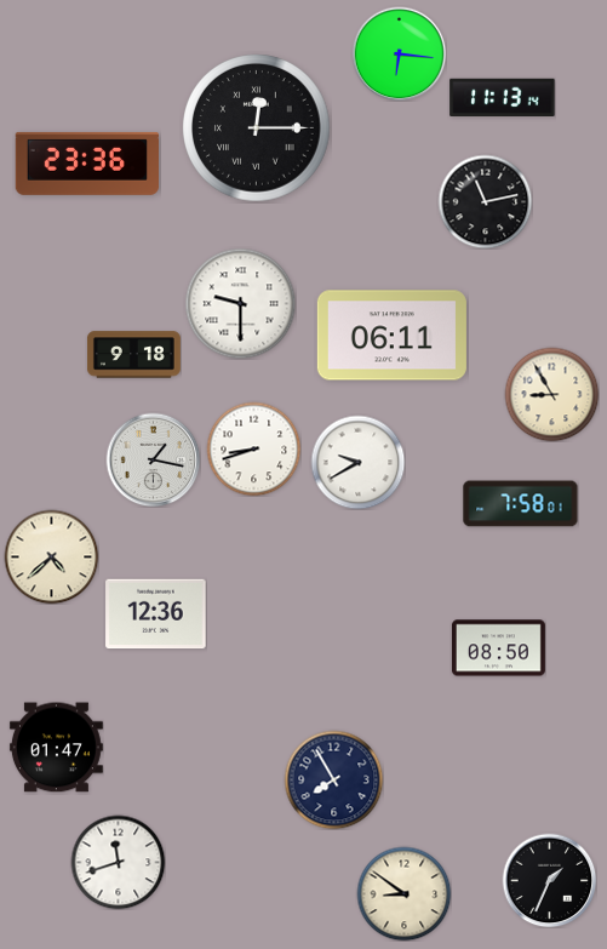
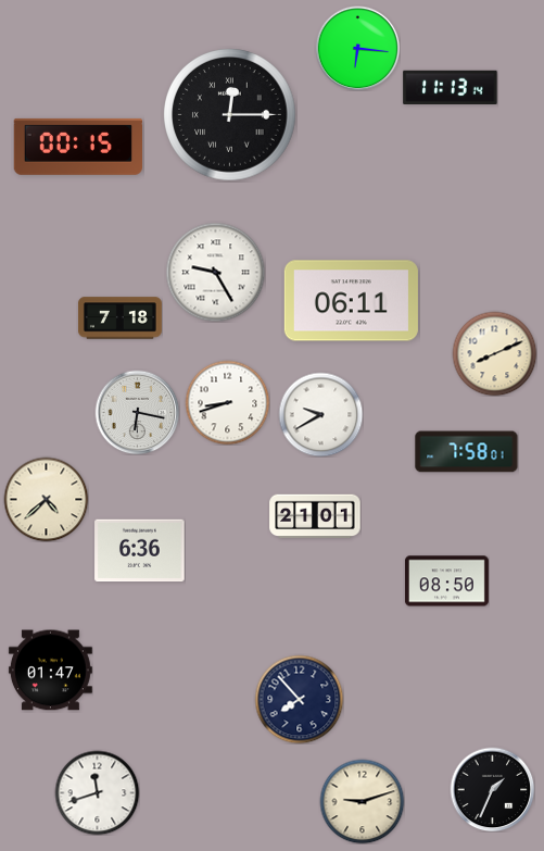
clock at (86, 164): 23:36 -> 00:15
clock at (485, 201): 11:13 -> none
clock at (240, 303): 9:30 -> 9:25
clock at (133, 355): 9:18 -> 7:18
clock at (551, 394): 8:55 -> 8:11
clock at (153, 459): 1:17 -> 6:17
clock at (315, 516): none -> 21:01
clock at (156, 614): 12:36 -> 6:36
clock at (333, 779): 7:55 -> 7:53
clock at (118, 862) position: (118, 862) -> (97, 792)
clock at (403, 893): 8:51 -> 9:12
